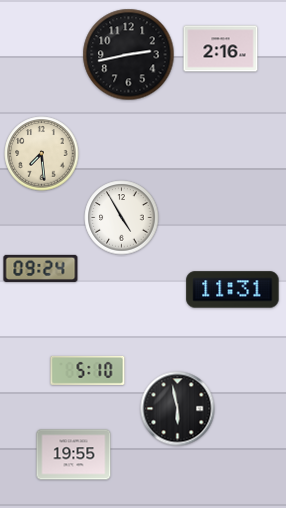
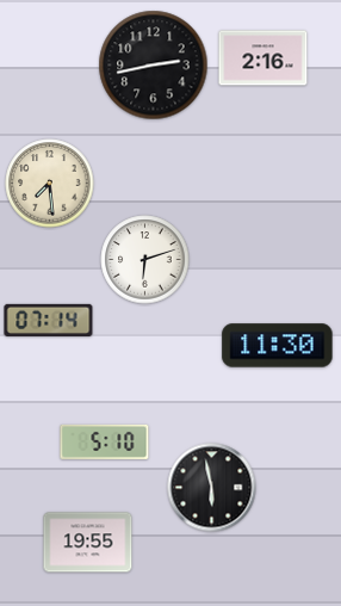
clock at (122, 218): 4:55 -> 6:12
clock at (41, 268): 09:24 -> 07:14
clock at (233, 290): 11:31 -> 11:30
